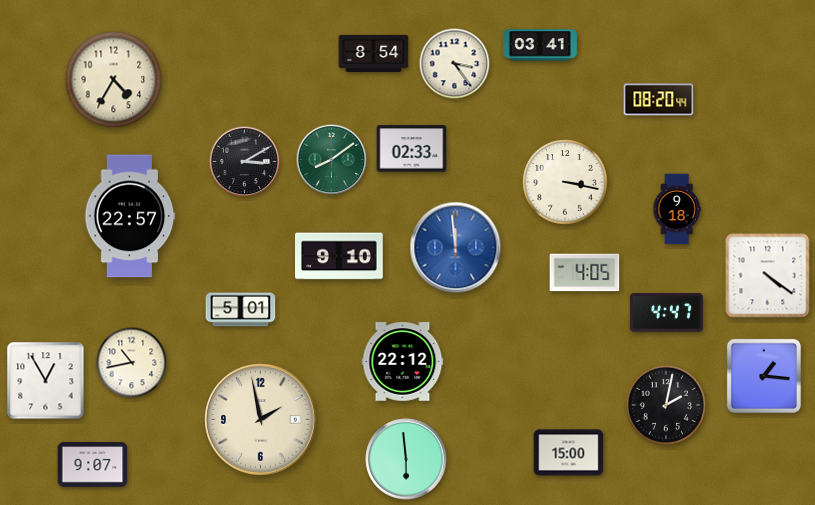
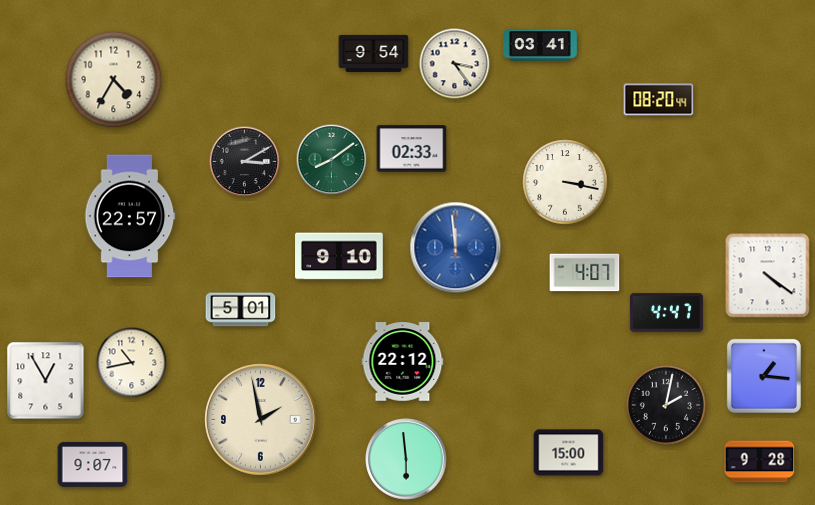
clock at (374, 53): 8:54 -> 9:54
clock at (677, 209): 9:18 -> none
clock at (585, 273): 4:05 -> 4:07
clock at (760, 462): none -> 9:28
